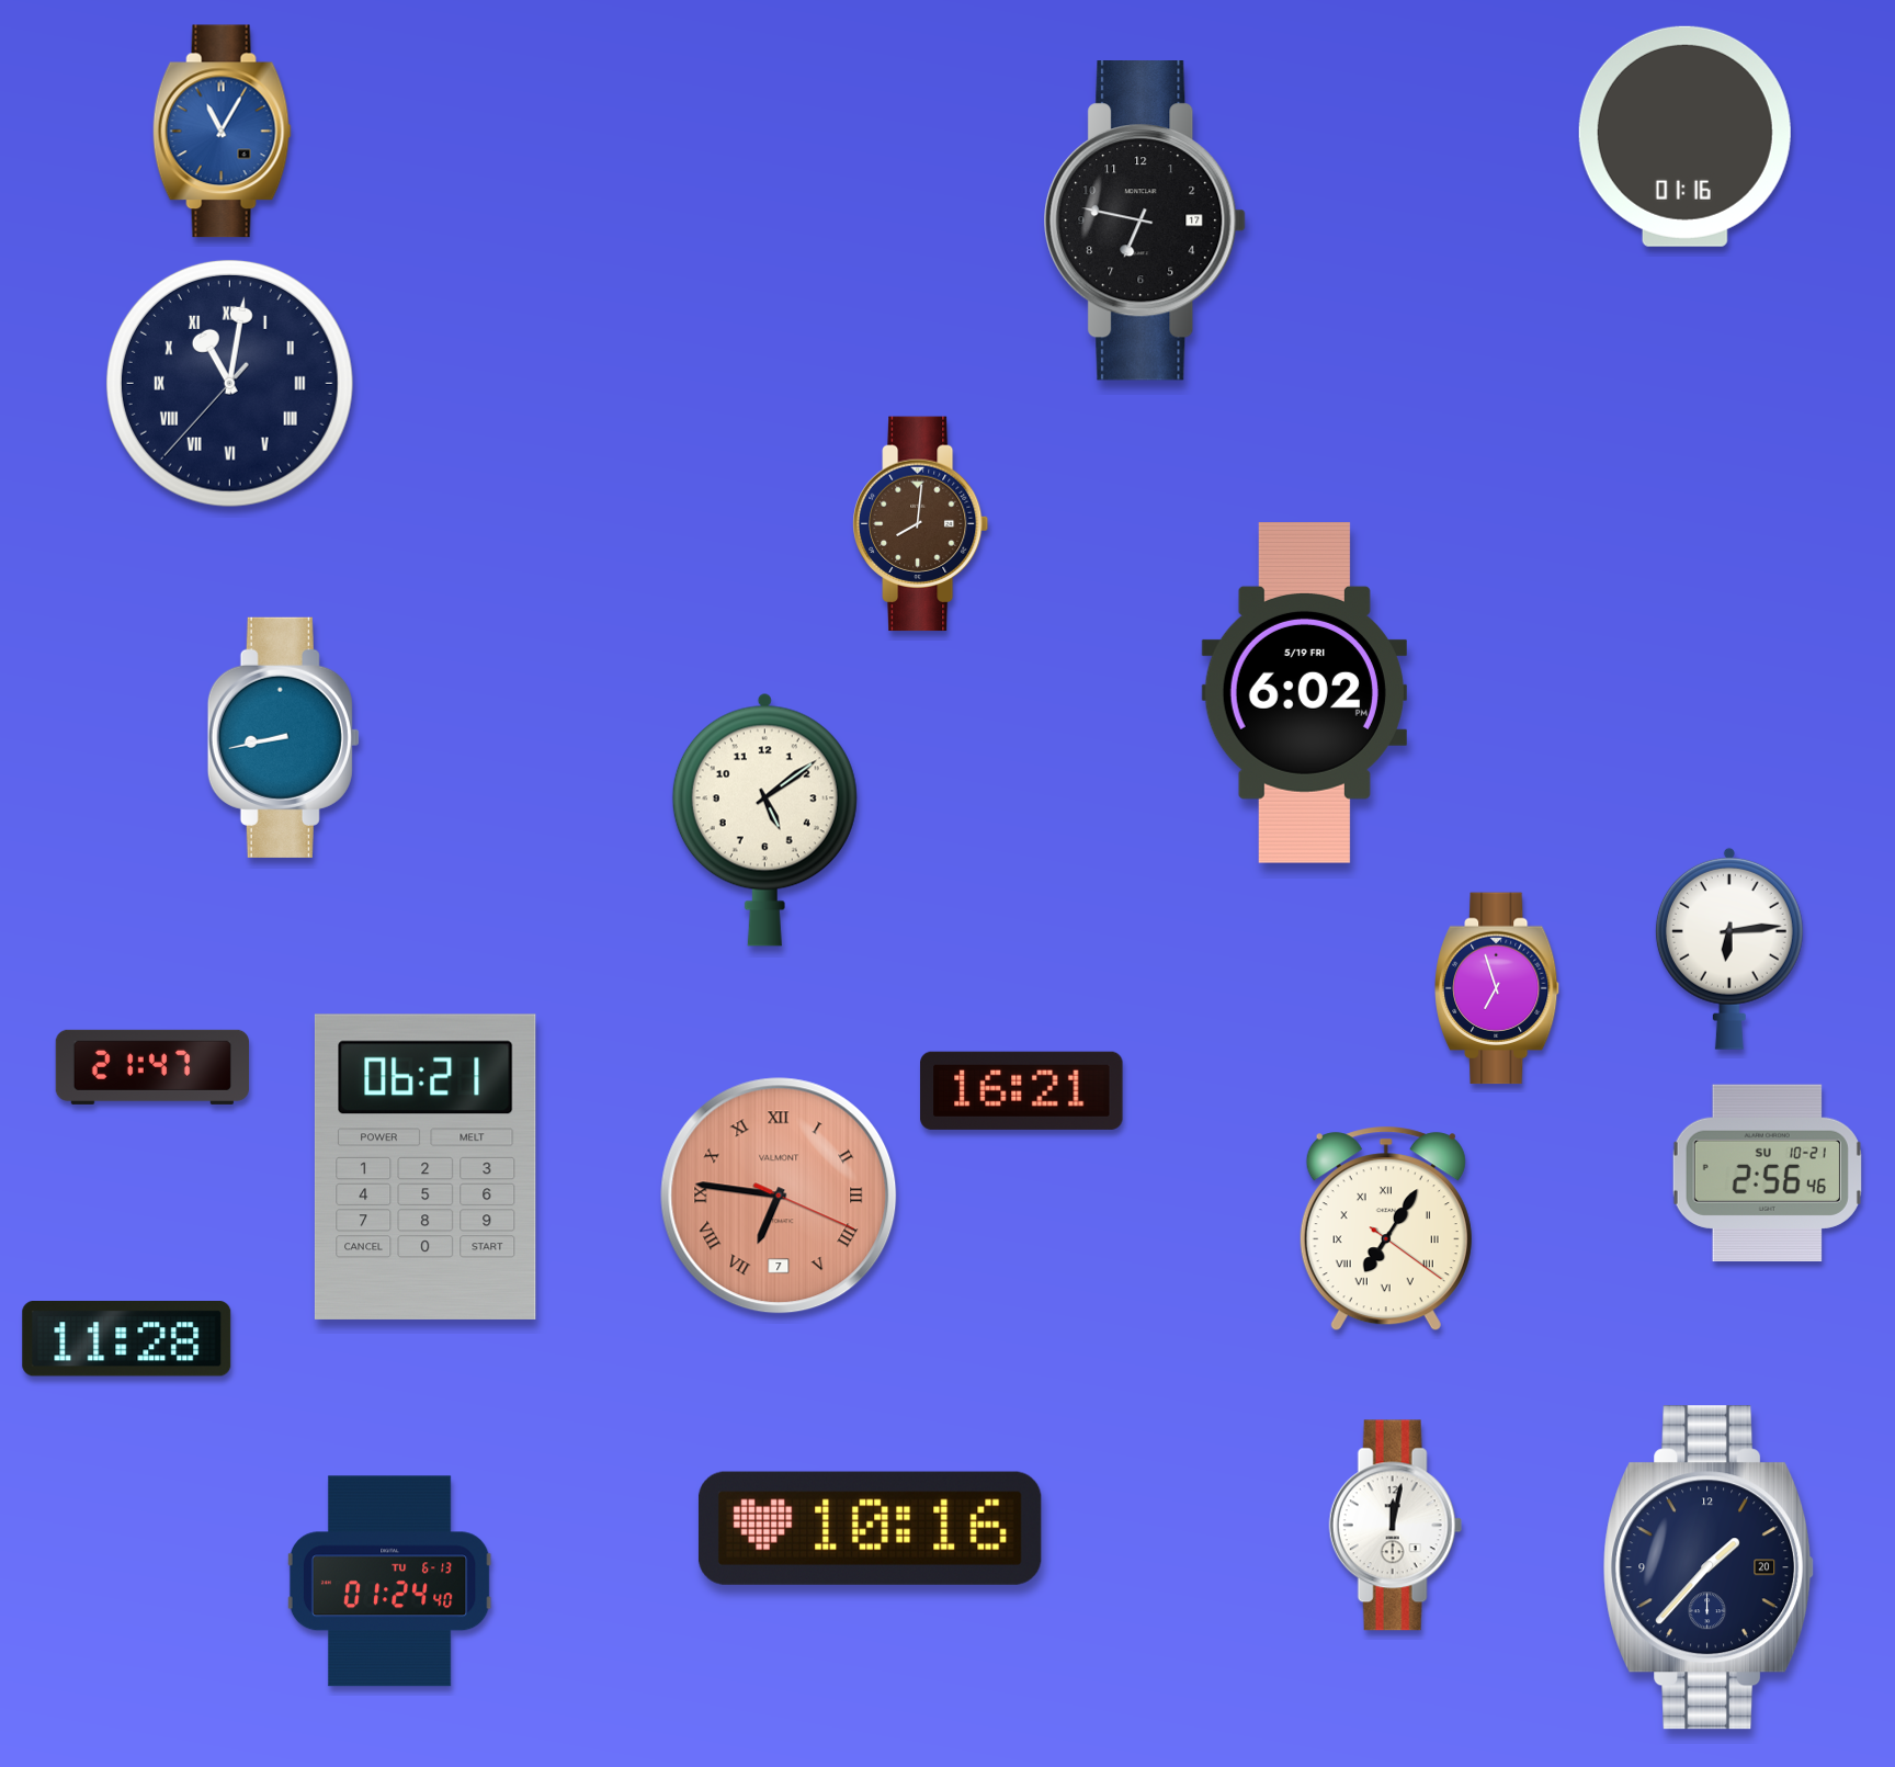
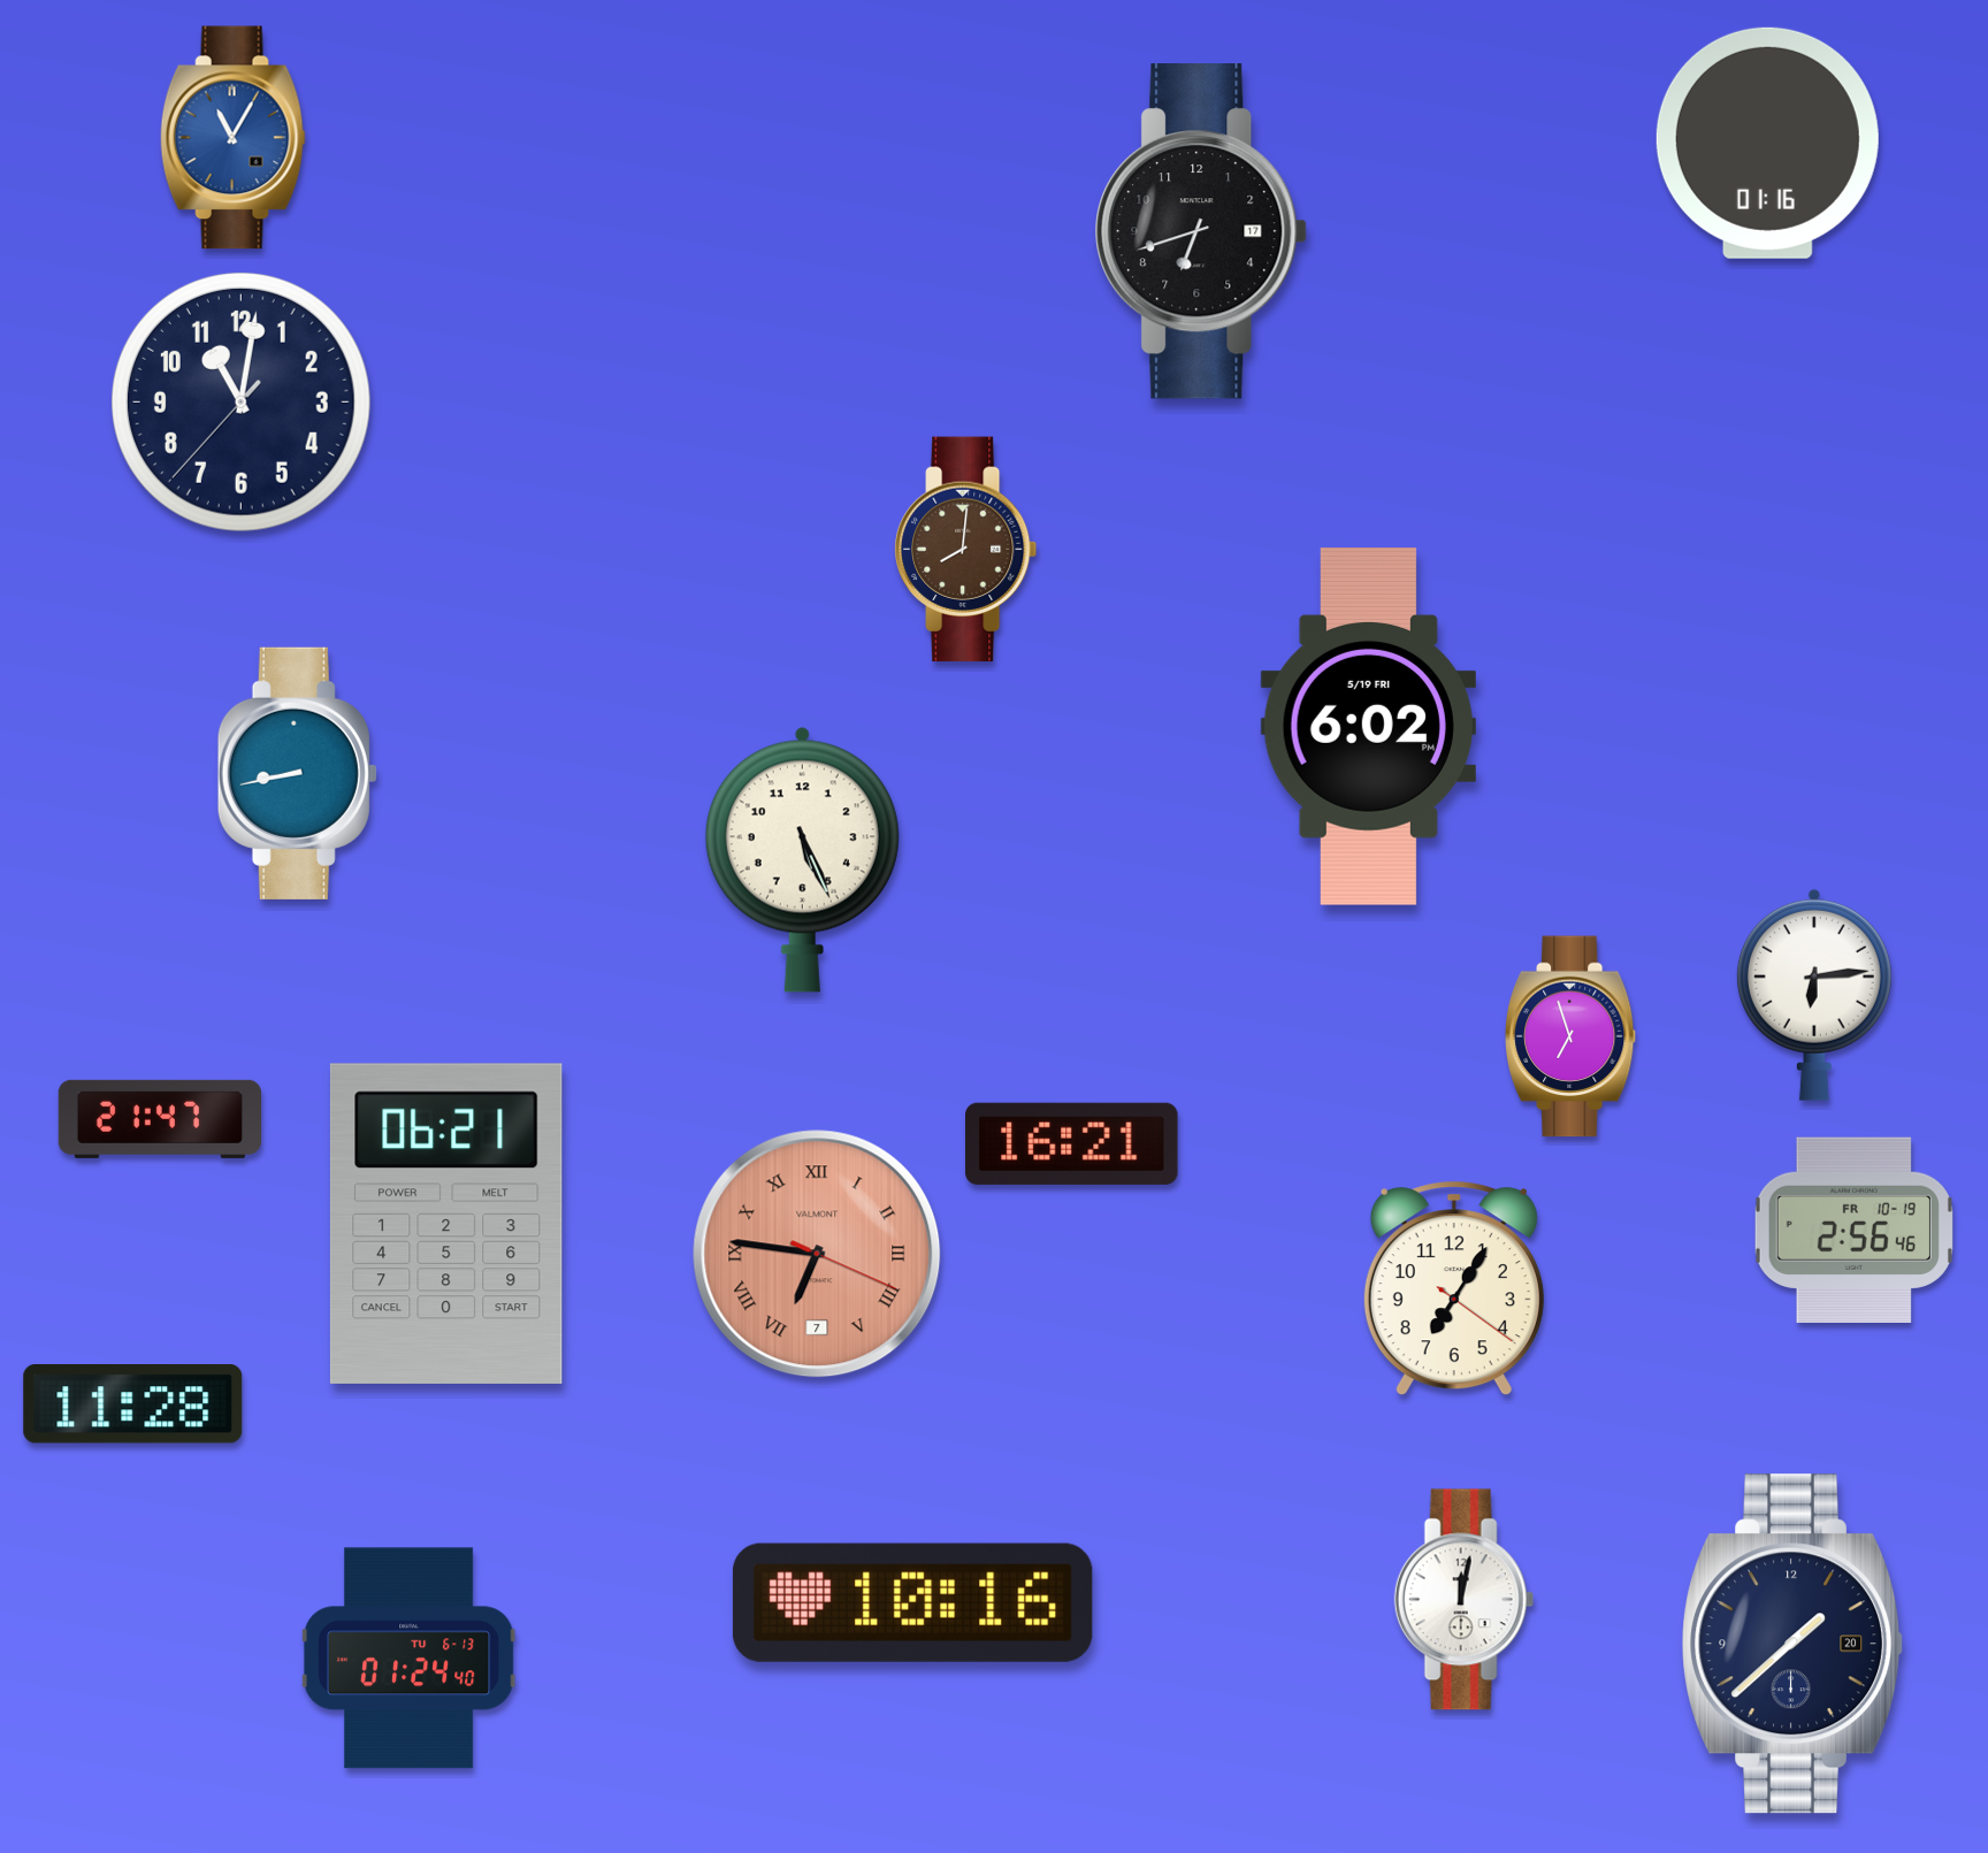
clock at (1145, 220): 6:47 -> 6:42
clock at (229, 383) numerals: Roman -> Arabic
clock at (764, 819): 5:09 -> 5:26
clock at (1767, 1173) date: SU 10-21 -> FR 10-19
clock at (1386, 1228) numerals: Roman -> Arabic
clock at (1710, 1567): 1:37 -> 1:38
